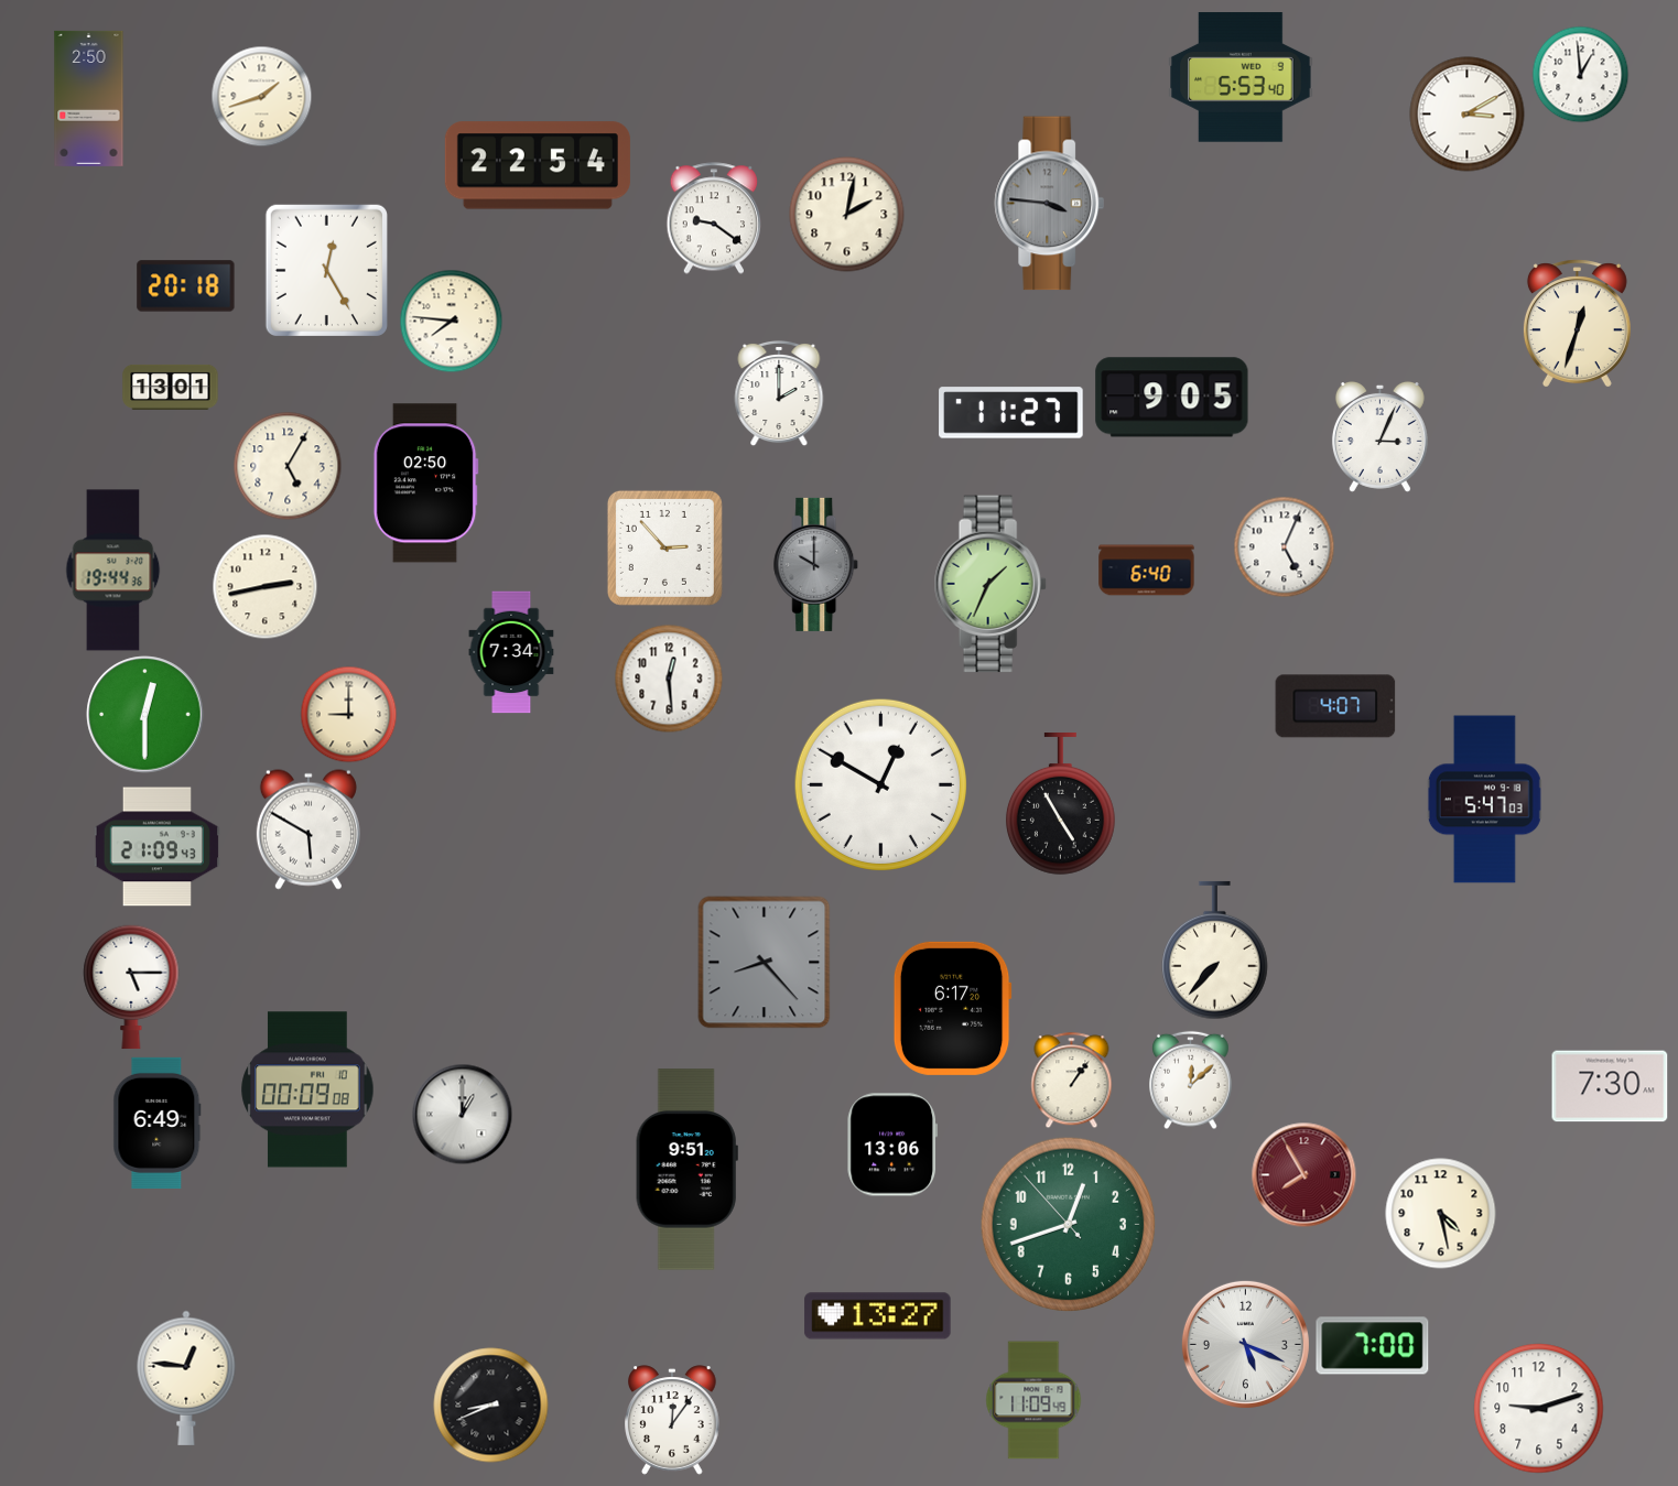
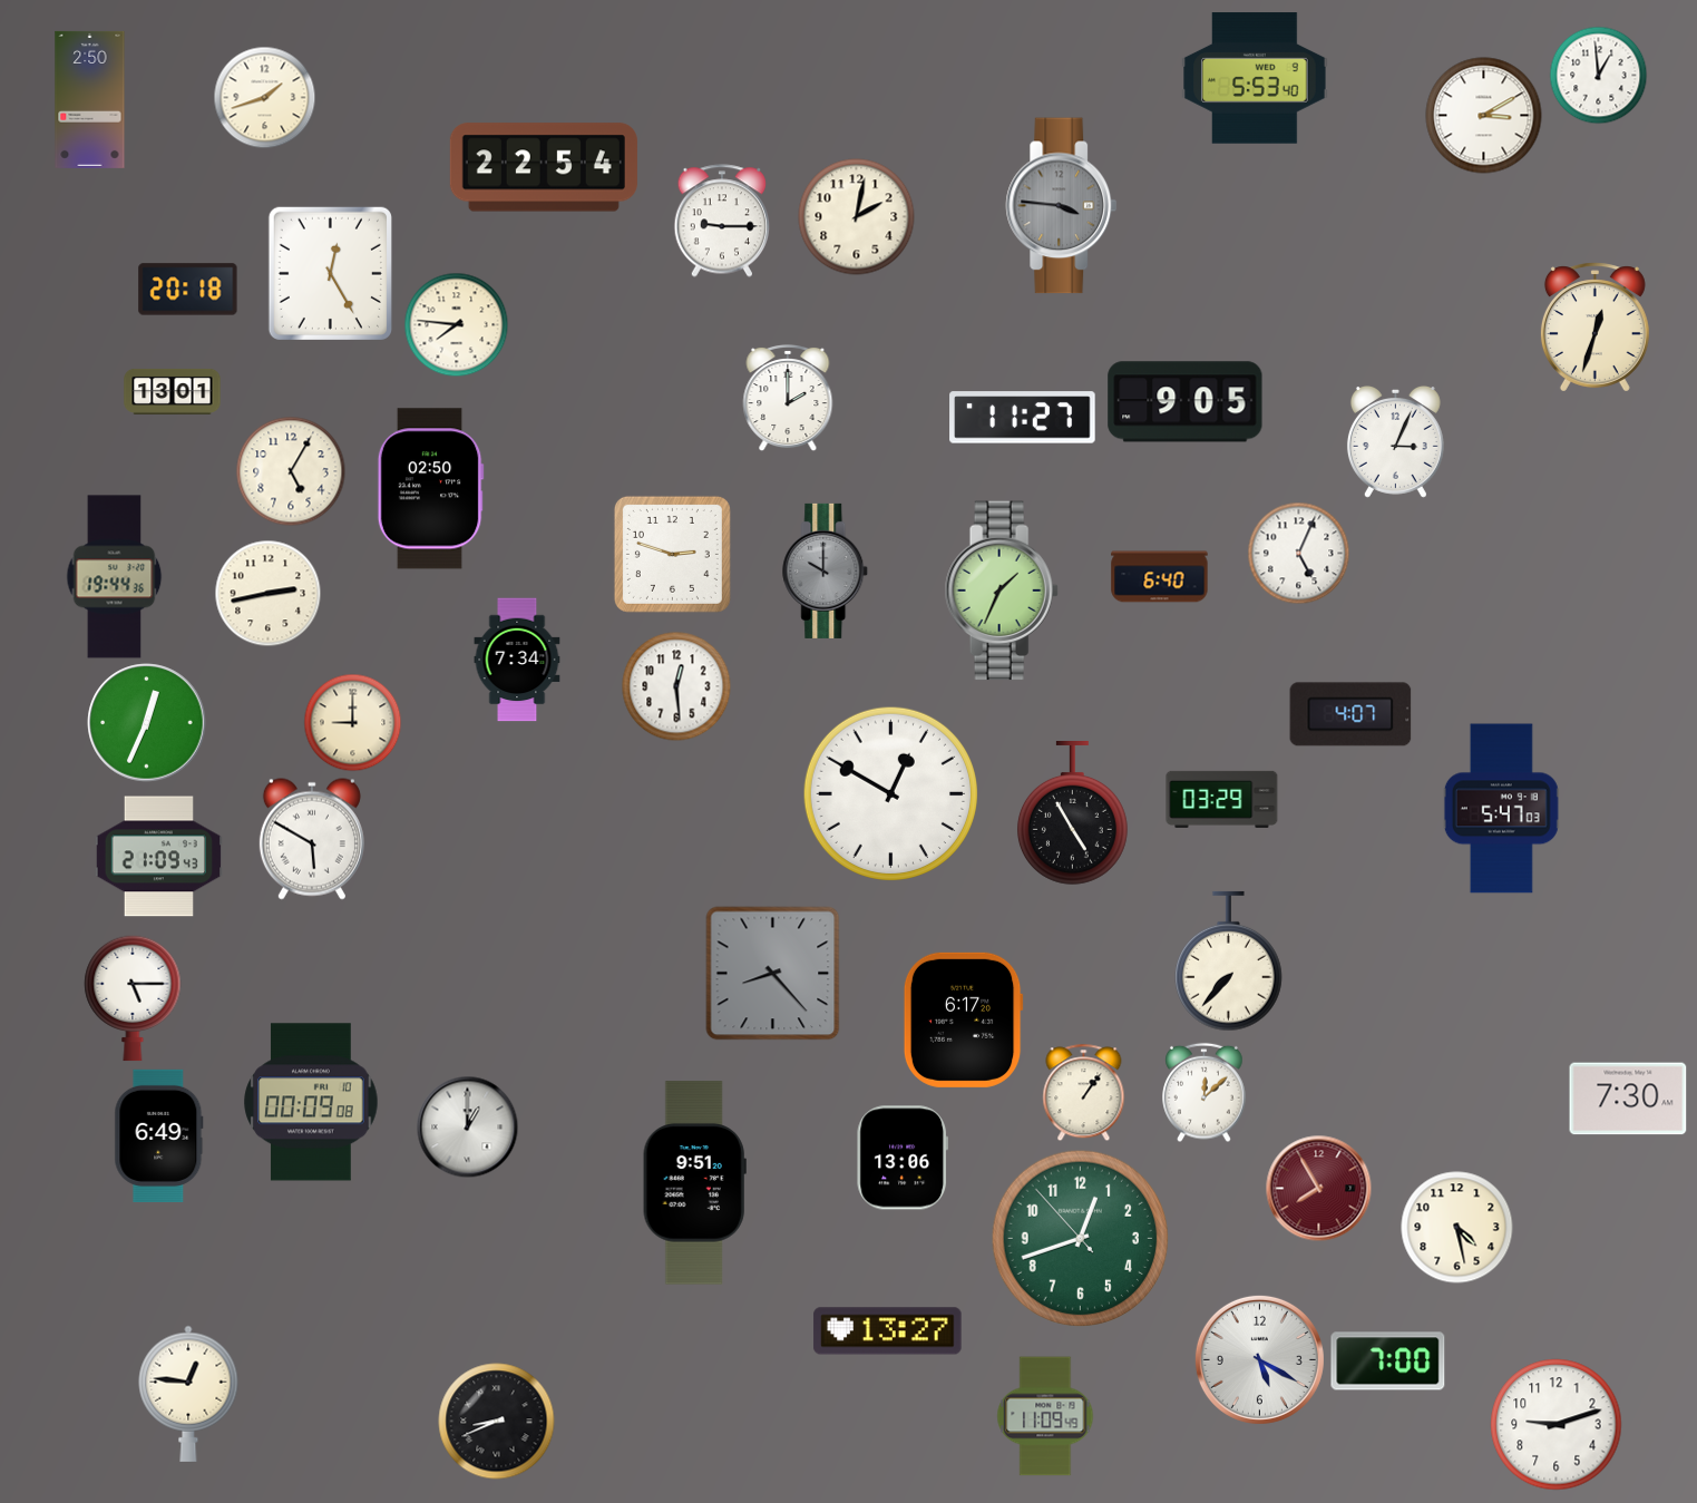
clock at (714, 218): 9:21 -> 9:15
clock at (664, 547): 2:53 -> 2:48
clock at (145, 715): 12:30 -> 12:34
clock at (1222, 799): none -> 03:29
clock at (1245, 1344): 5:19 -> 5:20
clock at (672, 1420): 12:06 -> none
